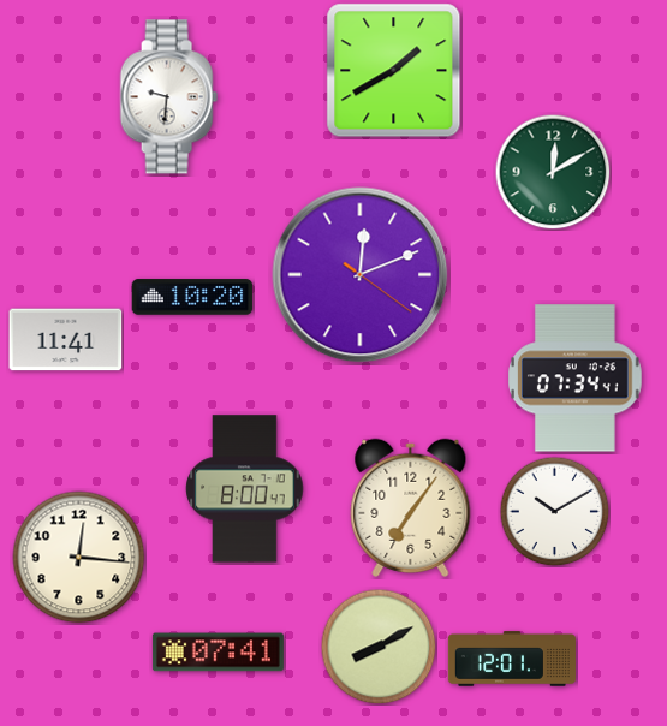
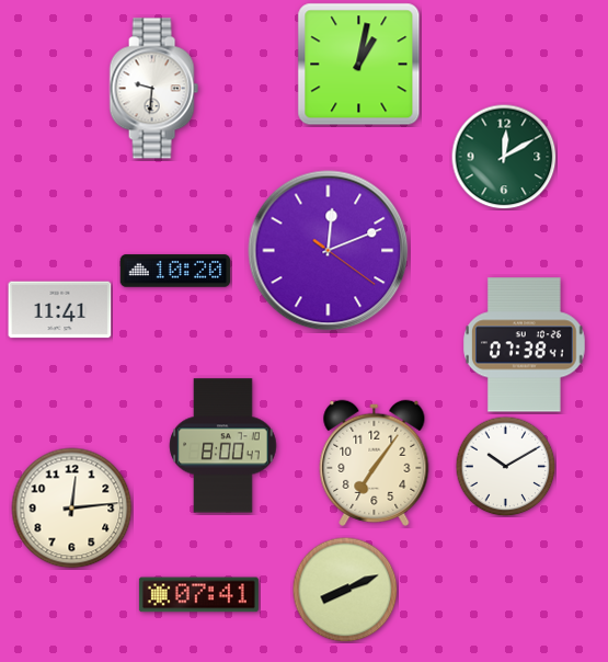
clock at (394, 71): 1:40 -> 1:02
clock at (576, 379): 07:34 -> 07:38
clock at (79, 558): 12:16 -> 12:14
clock at (379, 647): 8:10 -> 8:11
clock at (512, 659): 12:01 -> none
